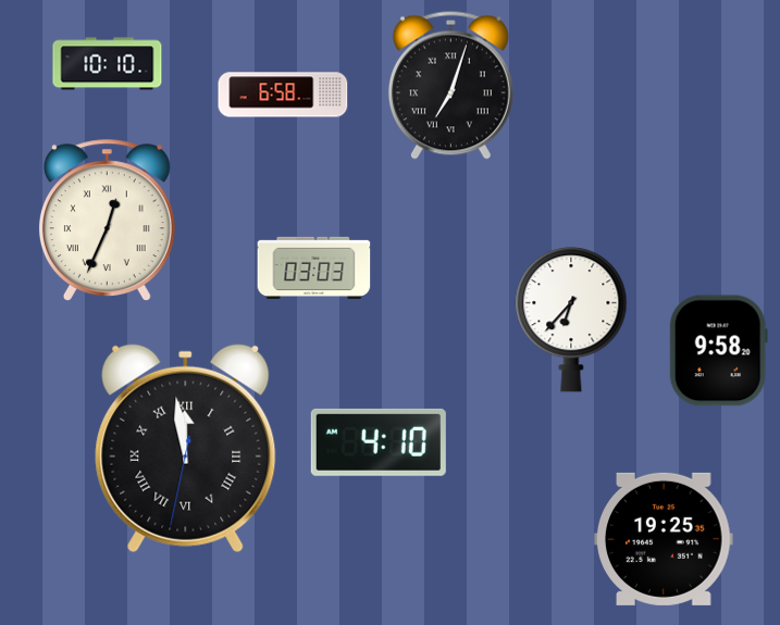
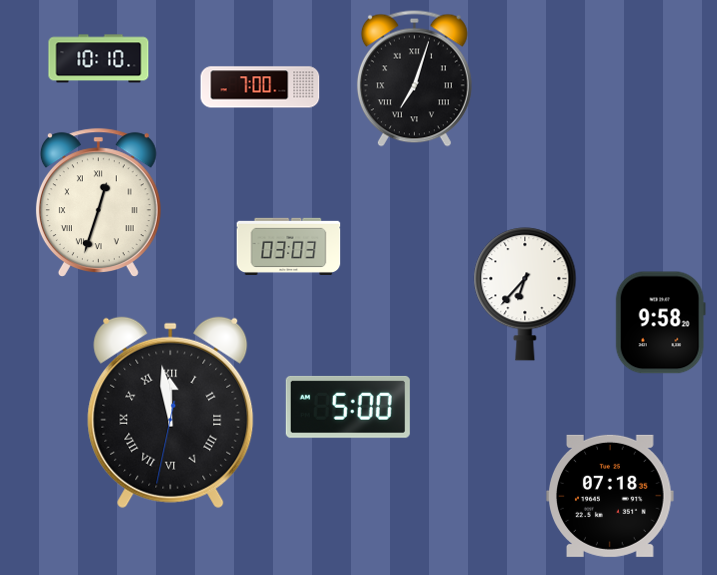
clock at (283, 95): 6:58 -> 7:00
clock at (107, 220): 12:34 -> 12:33
clock at (379, 442): 4:10 -> 5:00
clock at (664, 539): 19:25 -> 07:18
